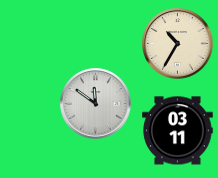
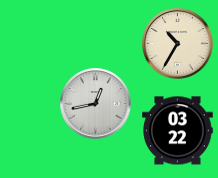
clock at (96, 104): 11:51 -> 12:43
clock at (178, 131): 03:11 -> 03:22
